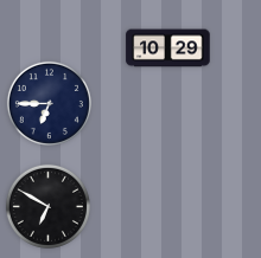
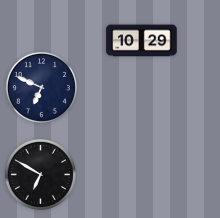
clock at (49, 103): 6:45 -> 6:49
